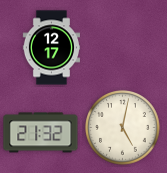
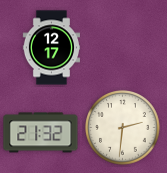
clock at (123, 128): 5:02 -> 2:31
